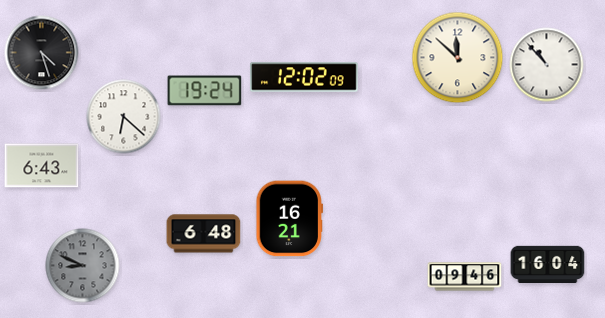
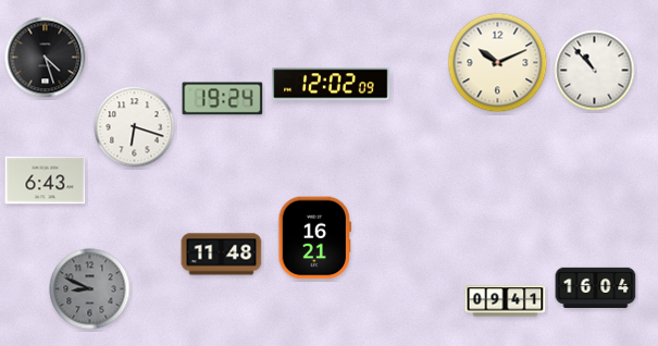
clock at (458, 58): 11:52 -> 10:11
clock at (124, 117): 6:22 -> 6:18
clock at (204, 234): 6:48 -> 11:48
clock at (465, 277): 09:46 -> 09:41
